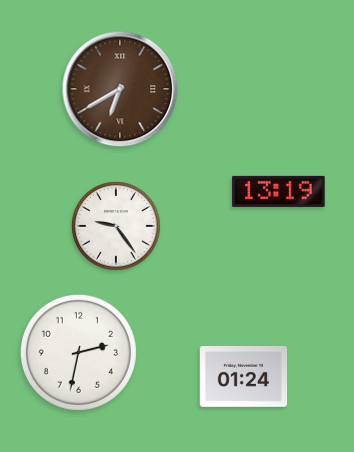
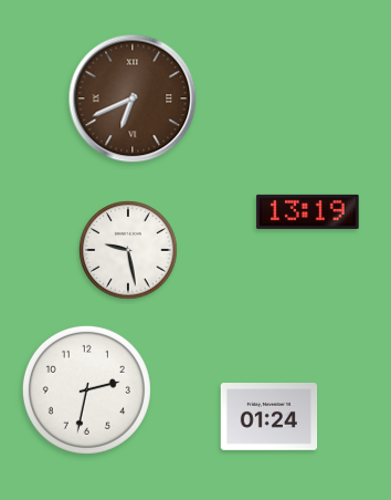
clock at (120, 89): 6:40 -> 6:41
clock at (116, 226): 9:24 -> 9:28
